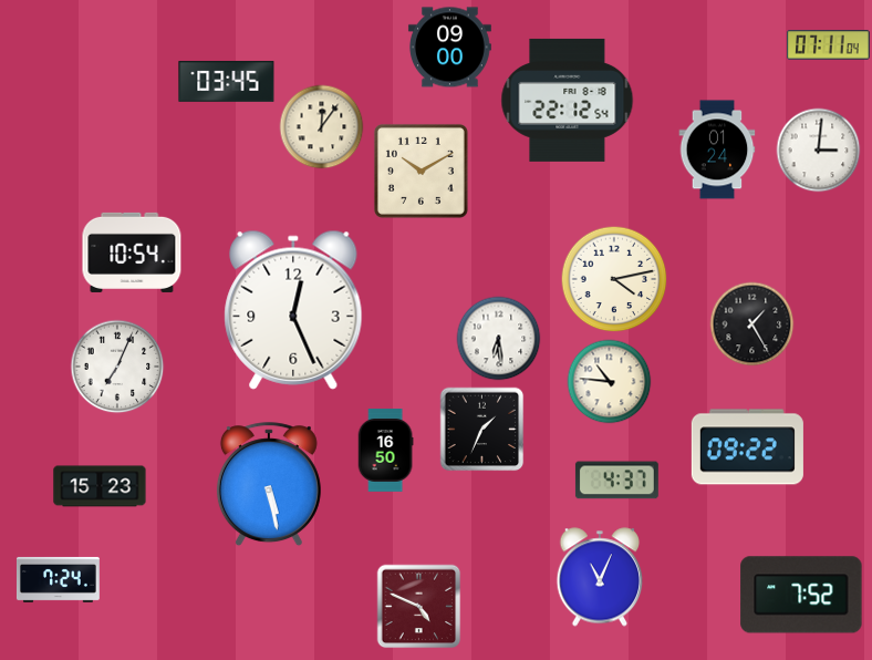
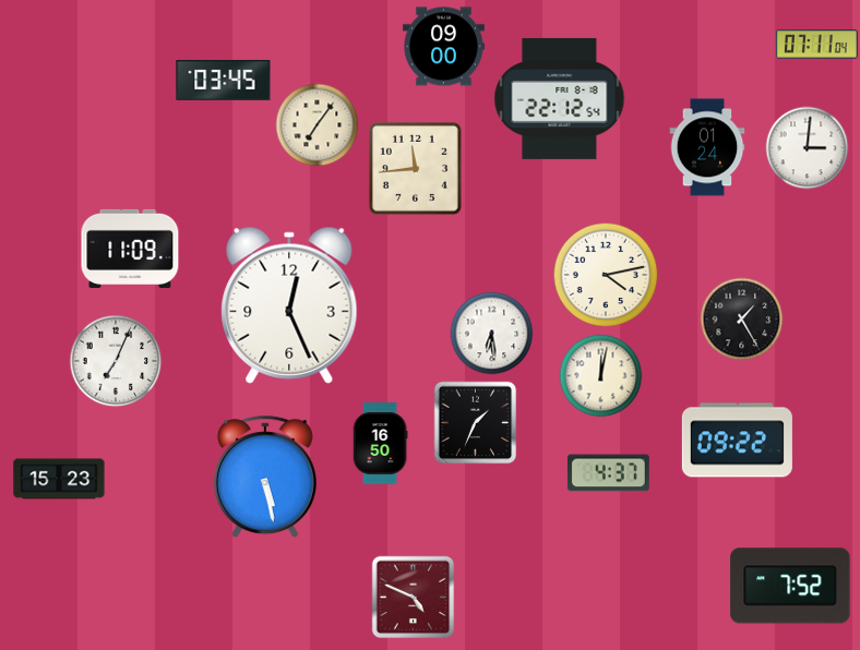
clock at (322, 127): 12:06 -> 7:06
clock at (421, 171): 10:10 -> 11:44
clock at (132, 252): 10:54 -> 11:09
clock at (610, 382): 10:46 -> 12:02
clock at (100, 486) position: (100, 486) -> (59, 479)
clock at (600, 577): 11:04 -> none
clock at (58, 579): 7:24 -> none
